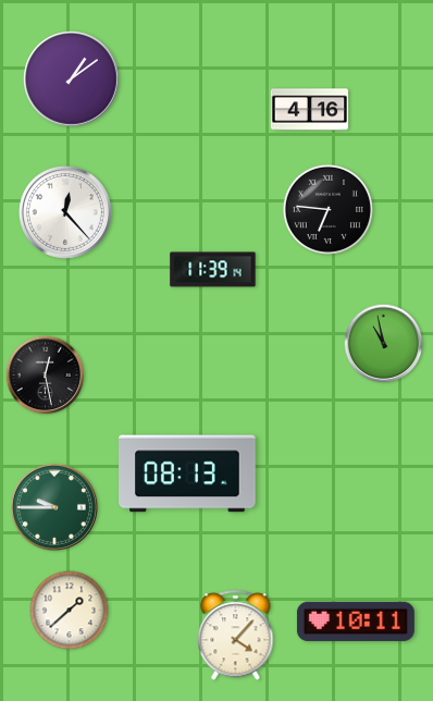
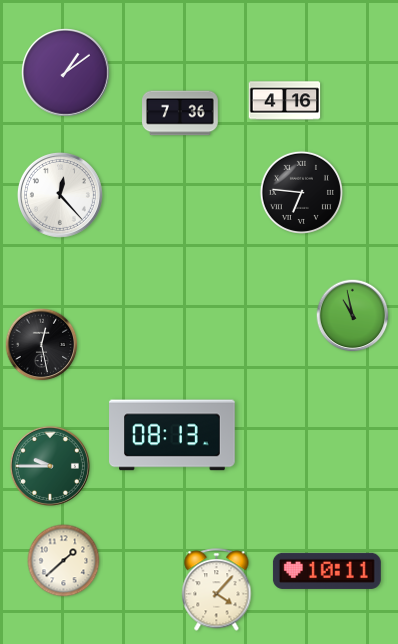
clock at (180, 113): none -> 7:36
clock at (213, 270): 11:39 -> none
clock at (236, 636) position: (236, 636) -> (217, 590)
